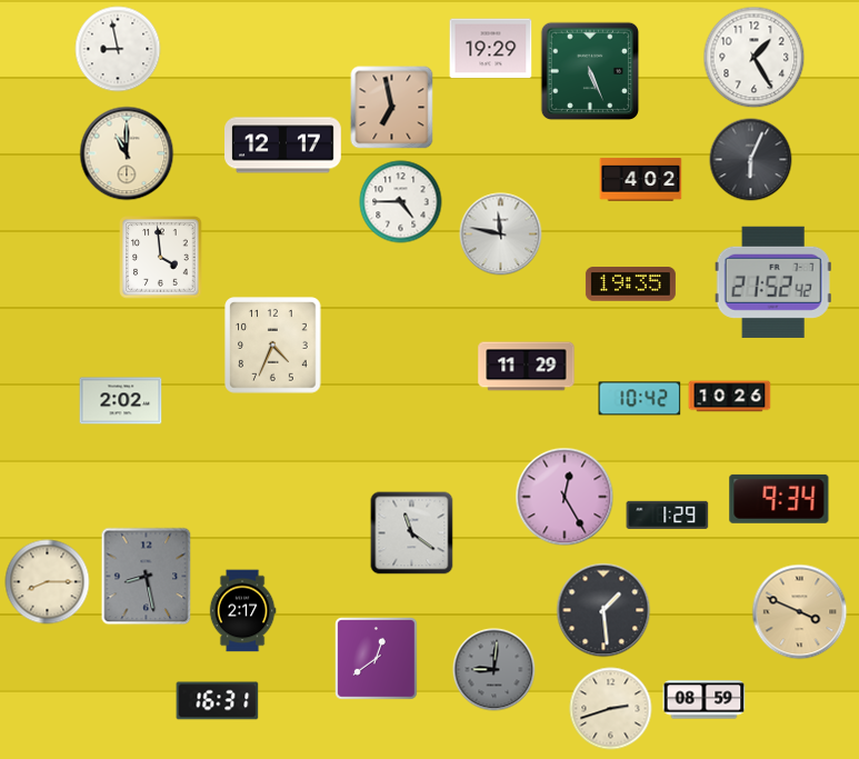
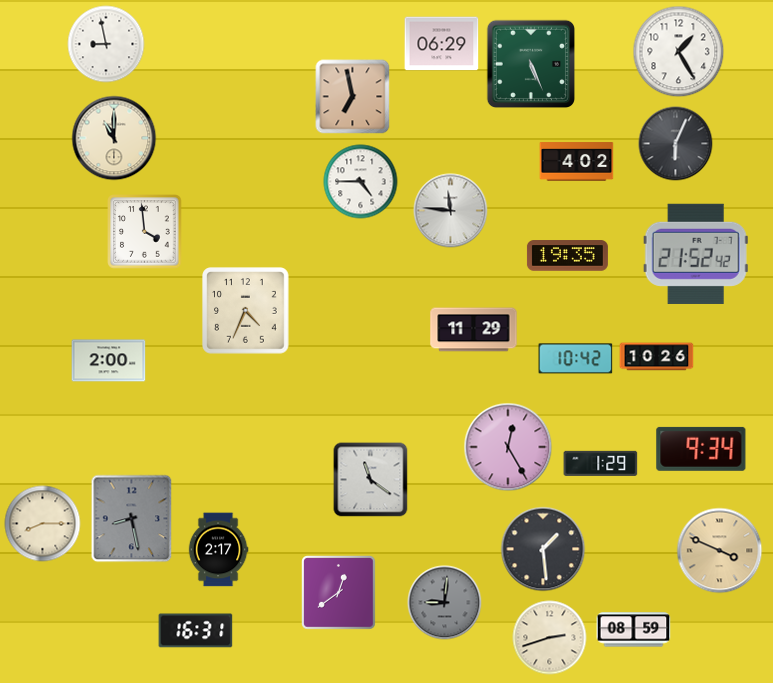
clock at (491, 49): 19:29 -> 06:29
clock at (283, 146): 12:17 -> none
clock at (501, 234): 11:47 -> 11:46
clock at (121, 401): 2:02 -> 2:00
